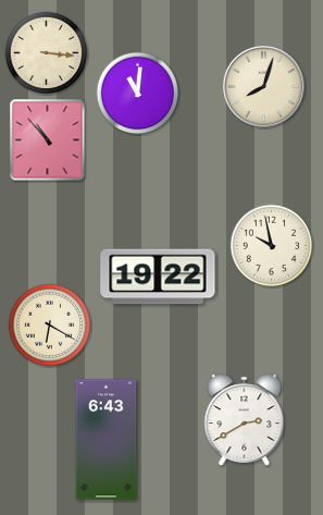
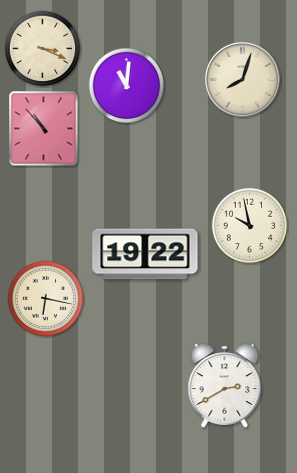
clock at (47, 53): 3:16 -> 3:19
clock at (50, 326): 6:20 -> 6:17
clock at (107, 440): 6:43 -> none
